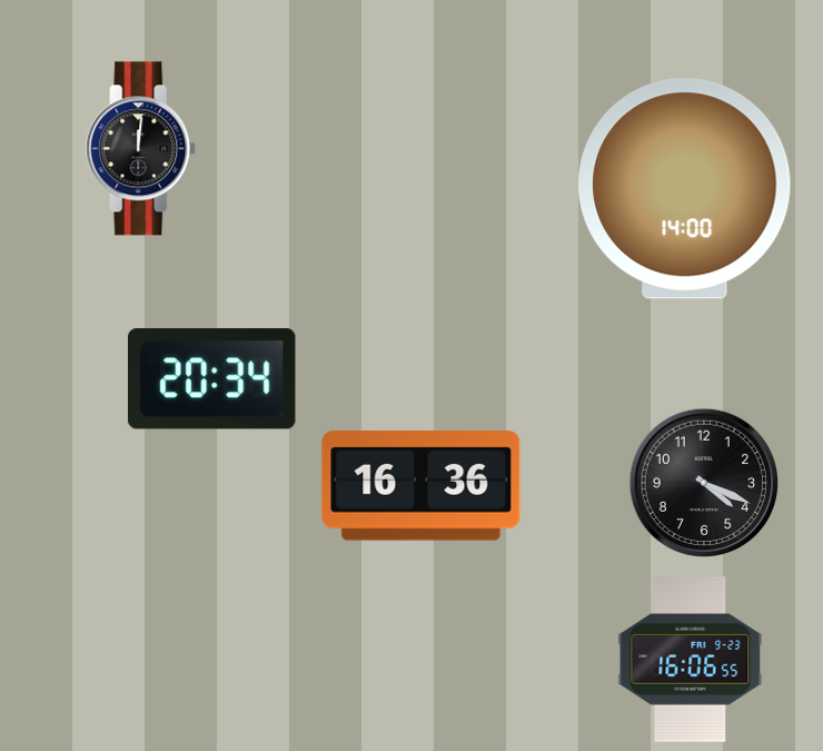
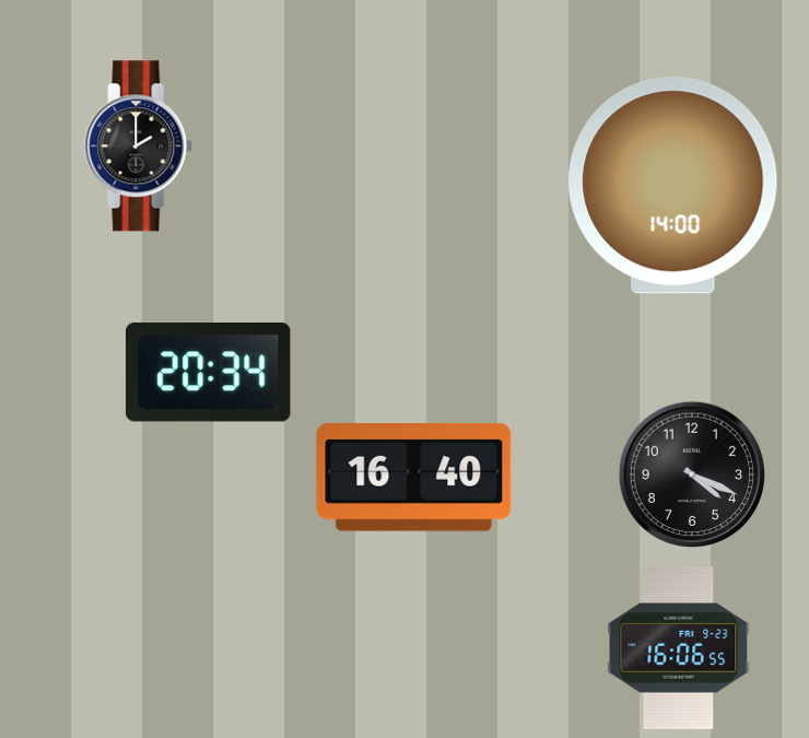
clock at (141, 149): 12:01 -> 2:00
clock at (422, 486): 16:36 -> 16:40
